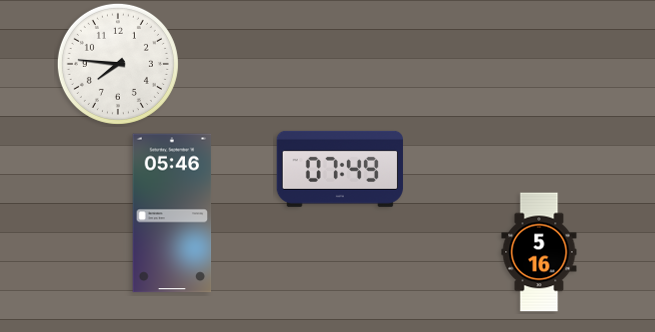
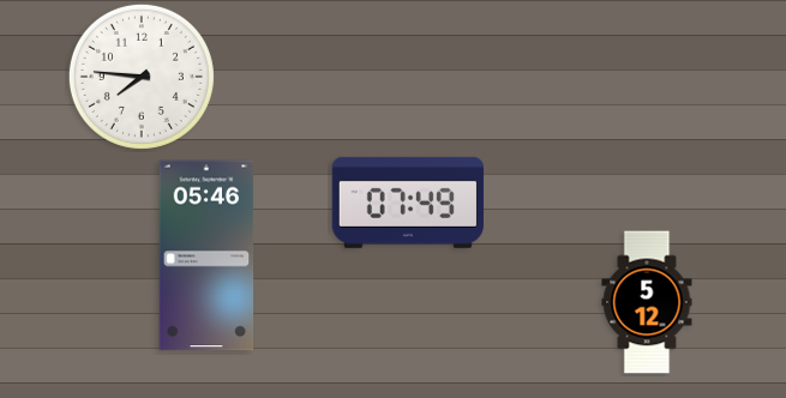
clock at (539, 252): 5:16 -> 5:12
